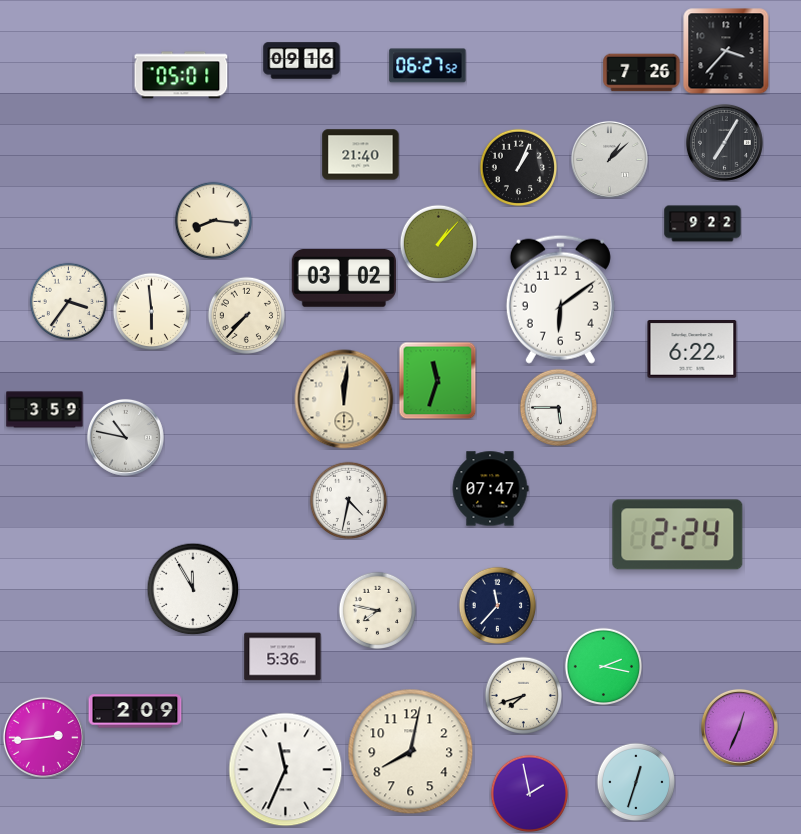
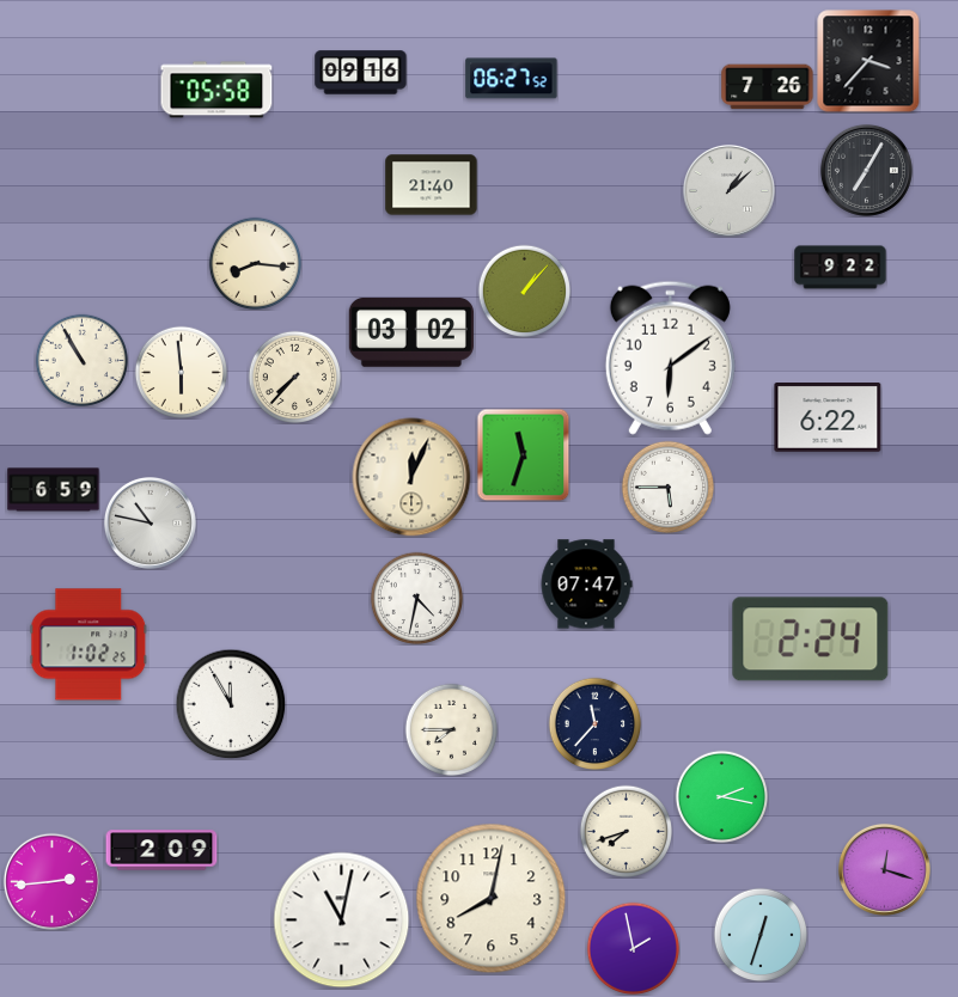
clock at (181, 75): 05:01 -> 05:58
clock at (518, 167): 1:04 -> none
clock at (68, 301): 3:36 -> 10:55
clock at (344, 399): 12:01 -> 12:04
clock at (45, 410): 3:59 -> 6:59
clock at (89, 644): none -> 1:02
clock at (377, 610): 7:47 -> 7:45
clock at (283, 657): 5:36 -> none
clock at (739, 727): 12:34 -> 12:18
clock at (286, 770): 11:34 -> 11:02
